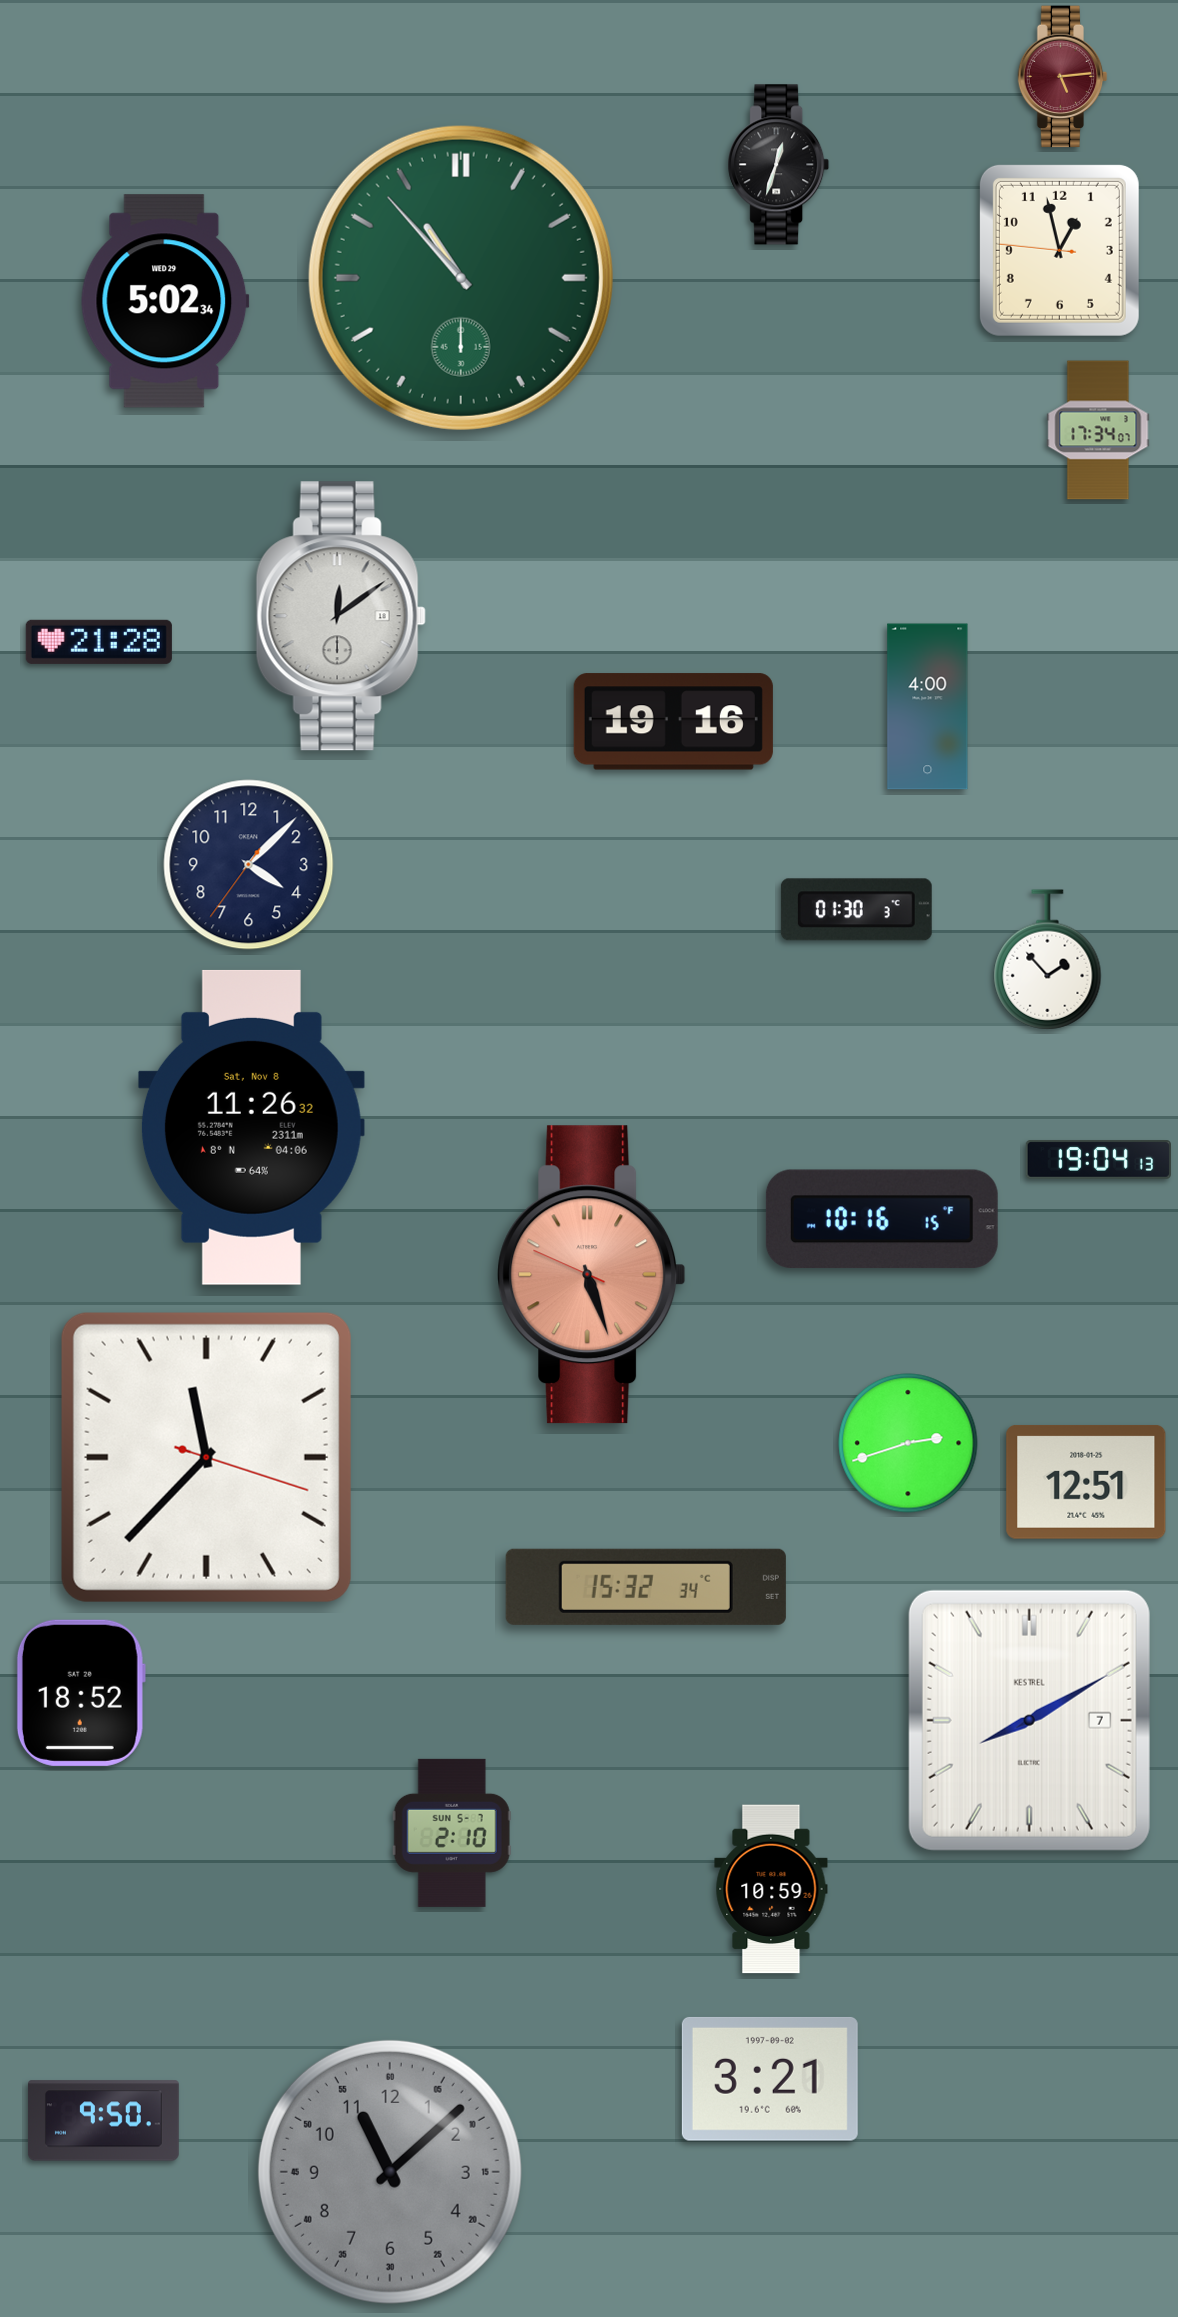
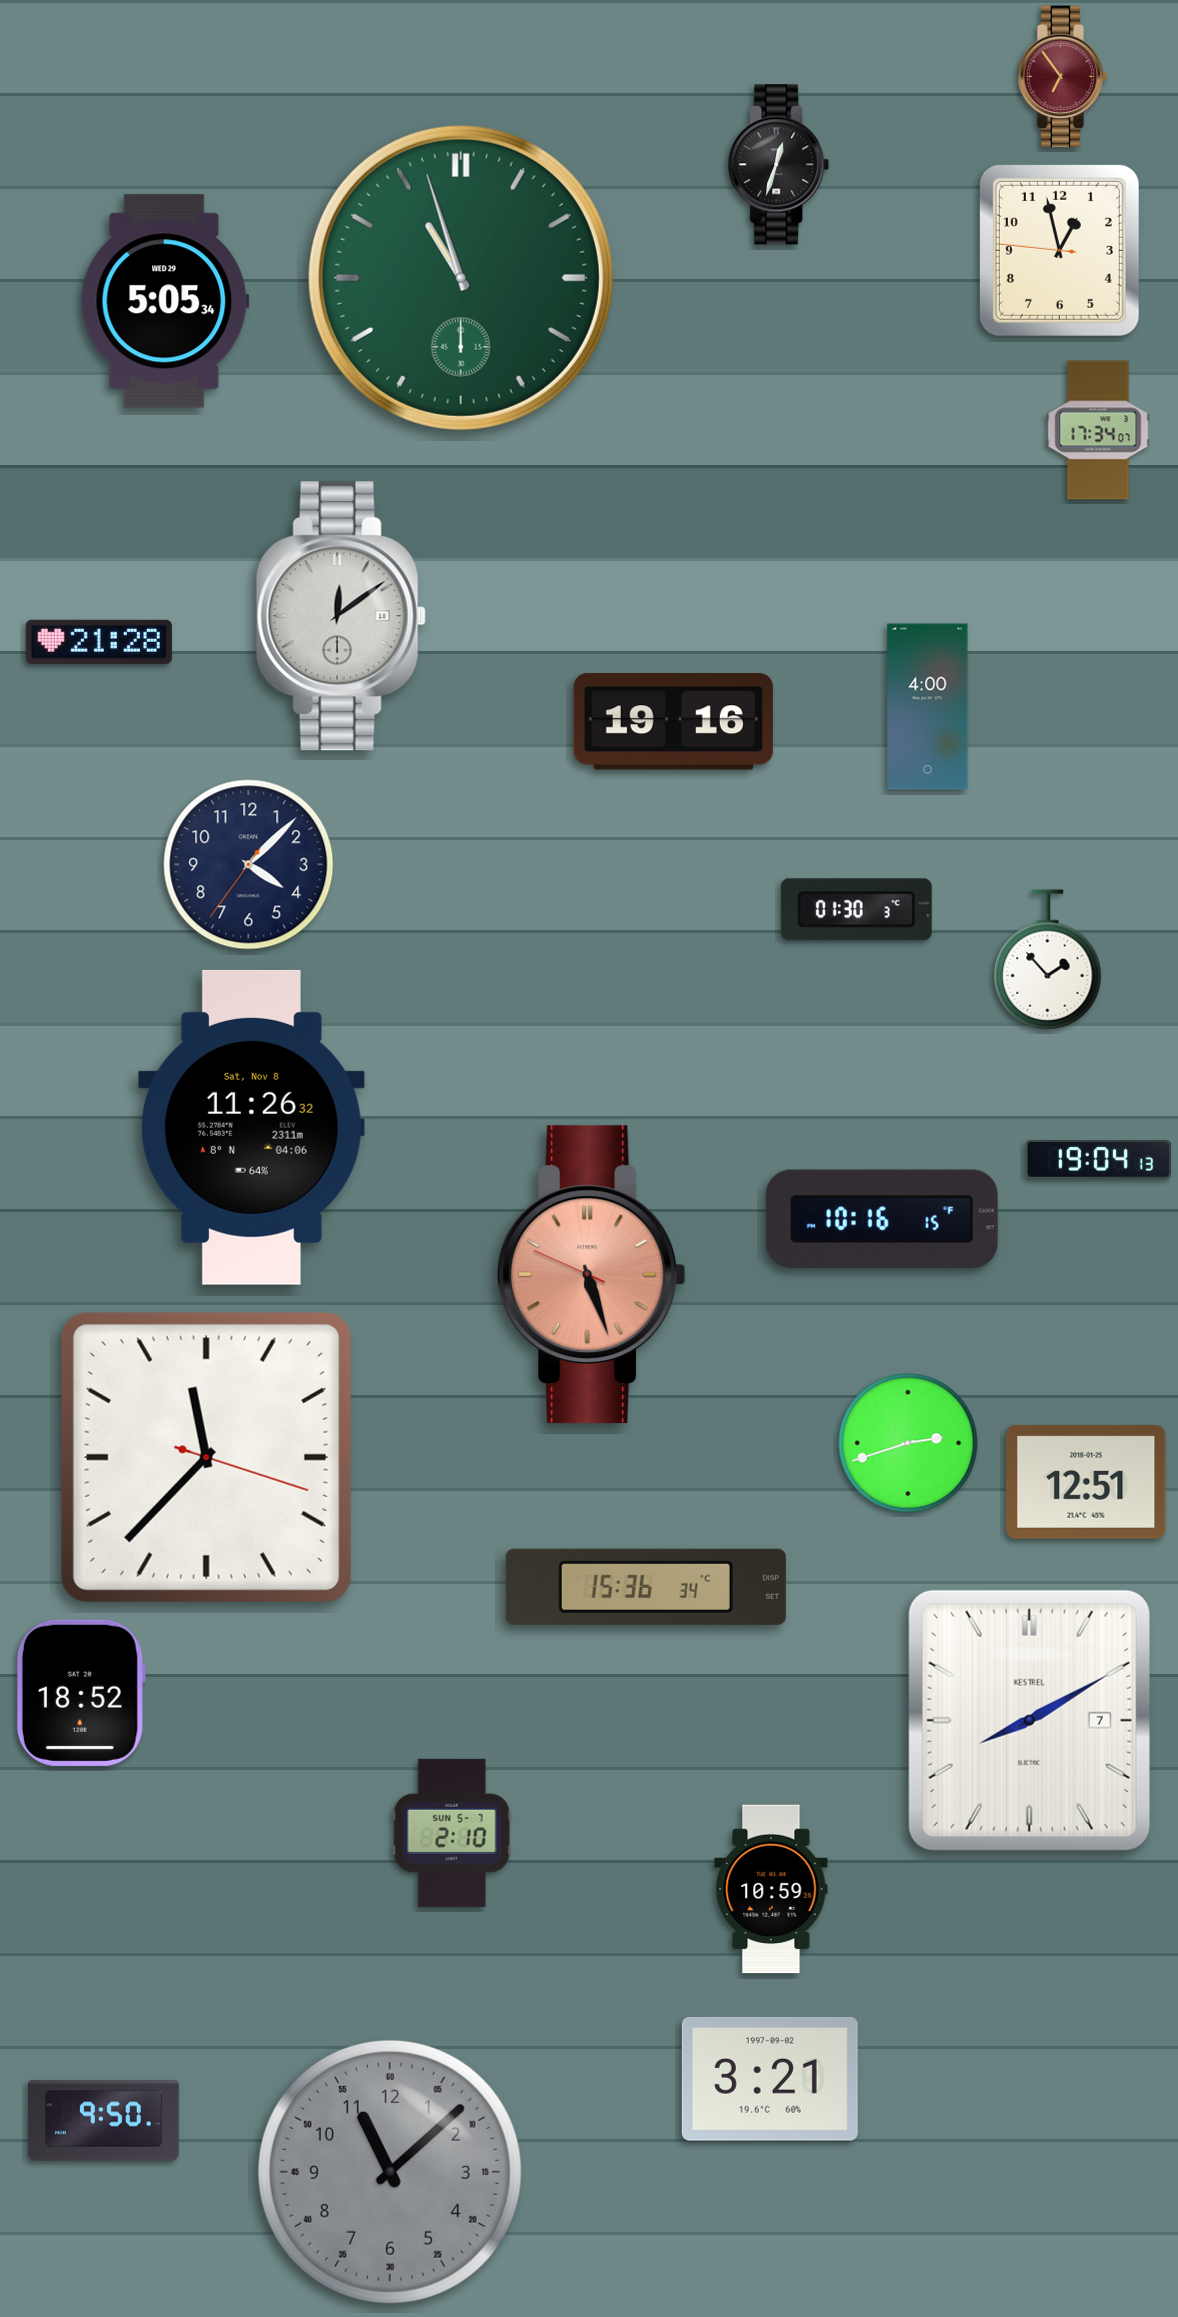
clock at (1063, 77): 5:14 -> 6:54
clock at (461, 278): 10:53 -> 10:57
clock at (165, 301): 5:02 -> 5:05
clock at (646, 1587): 15:32 -> 15:36
